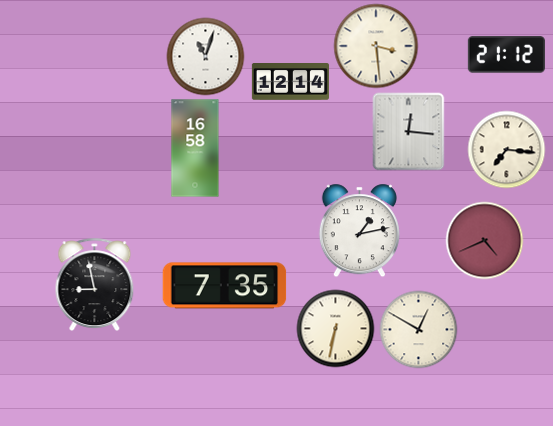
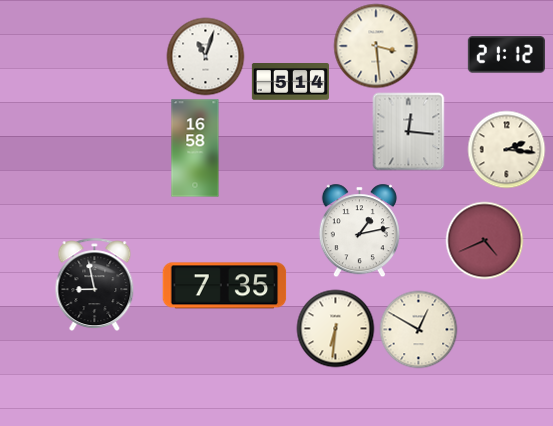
clock at (290, 82): 12:14 -> 5:14
clock at (506, 149): 7:16 -> 2:16
clock at (335, 328): 6:32 -> 6:31
